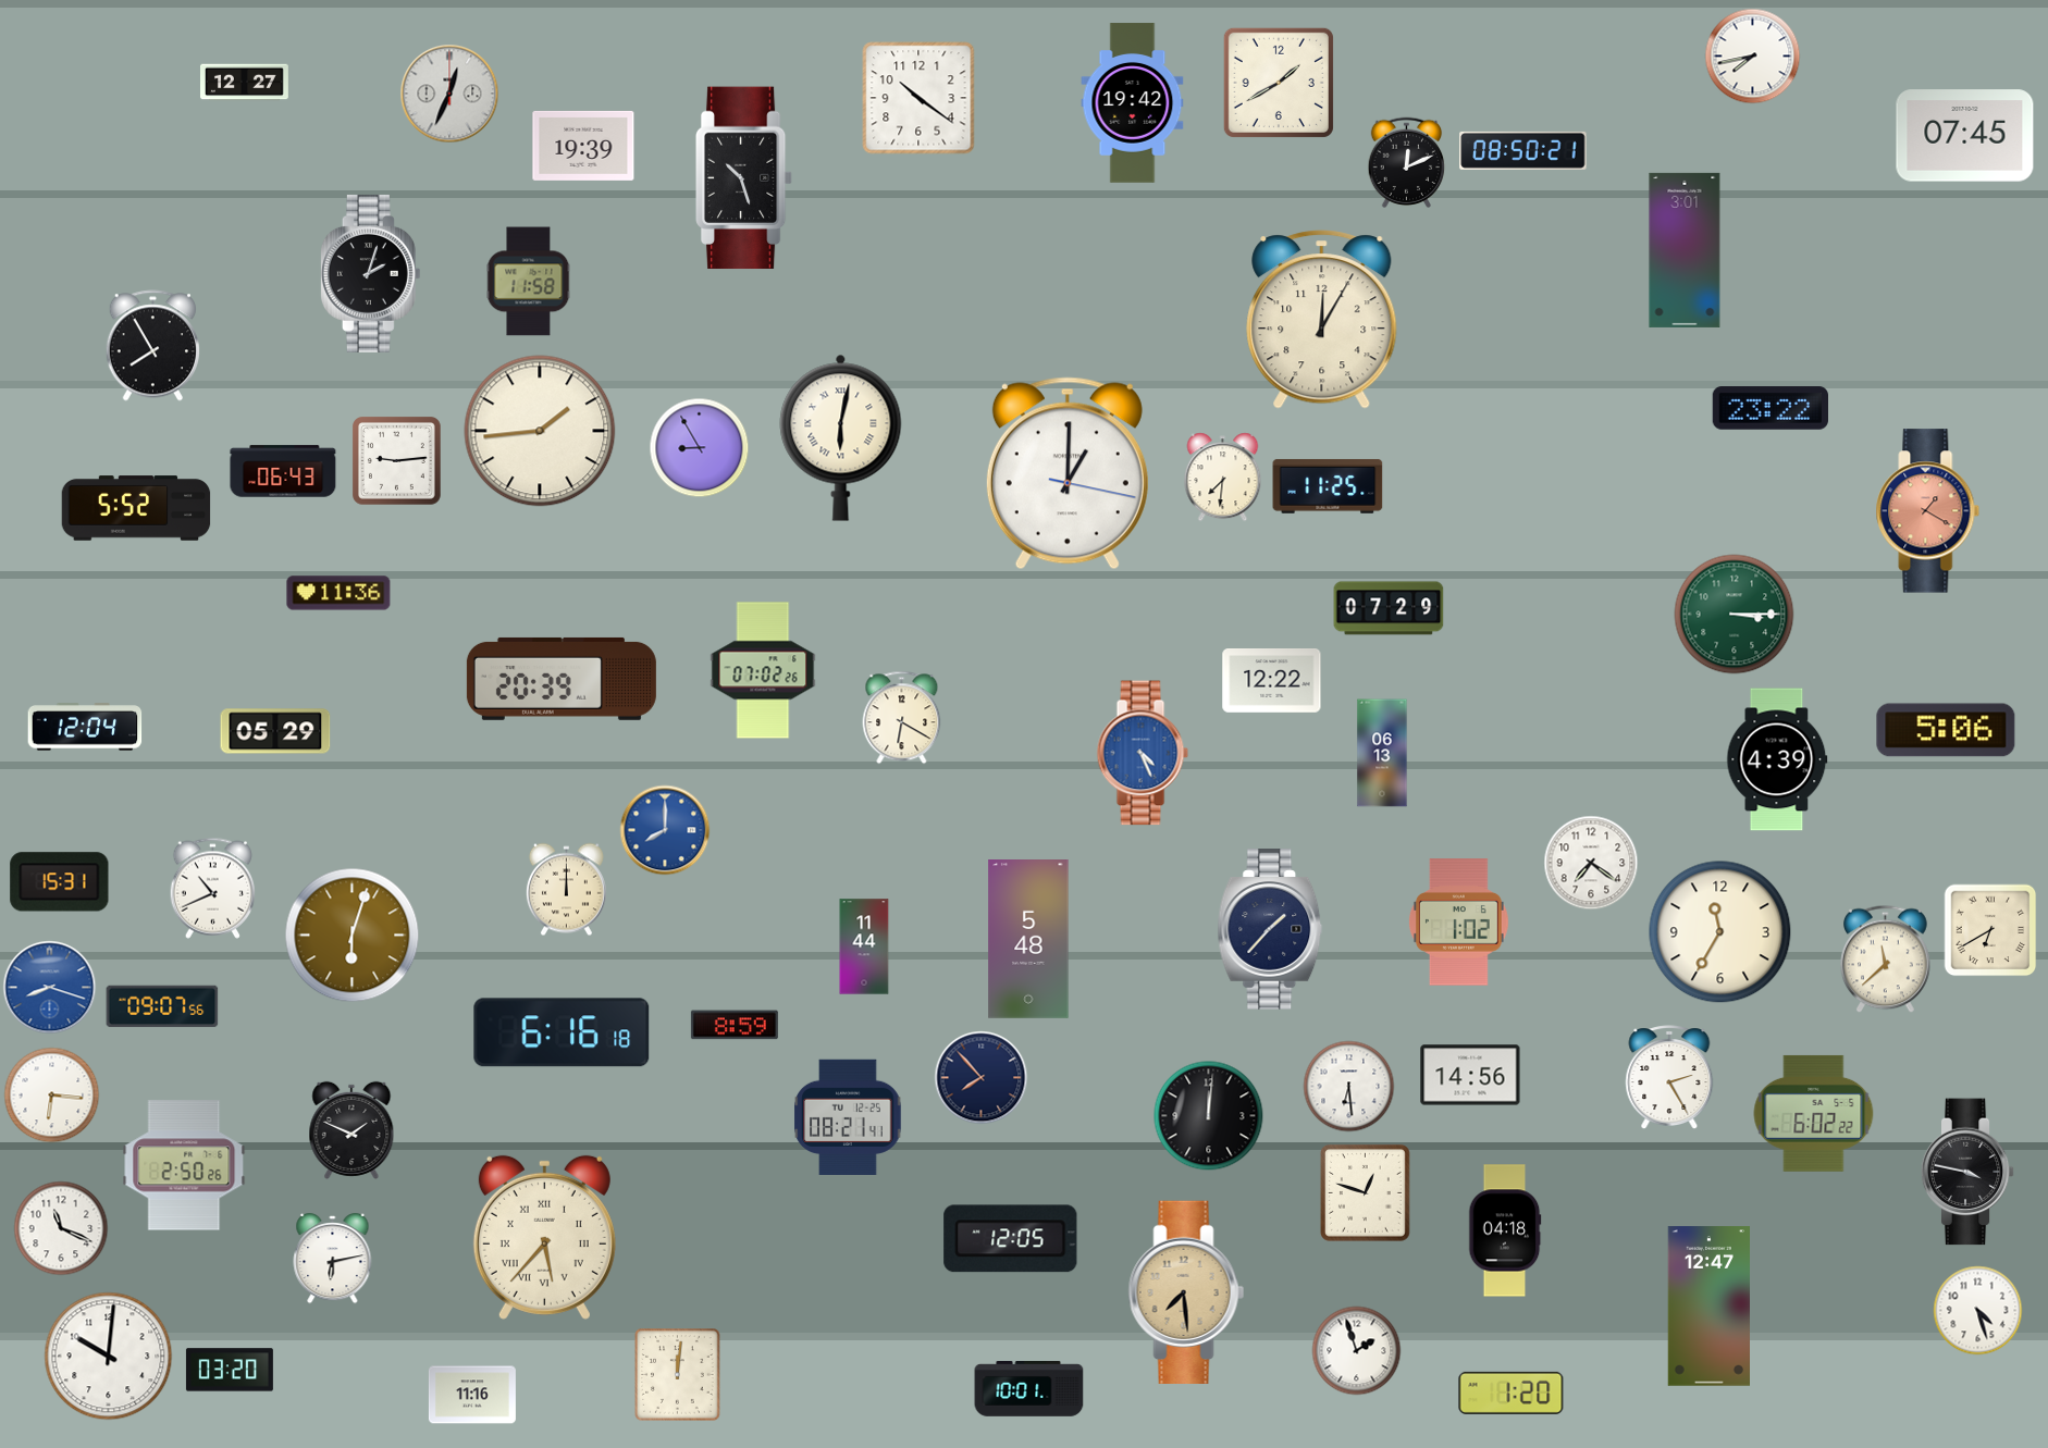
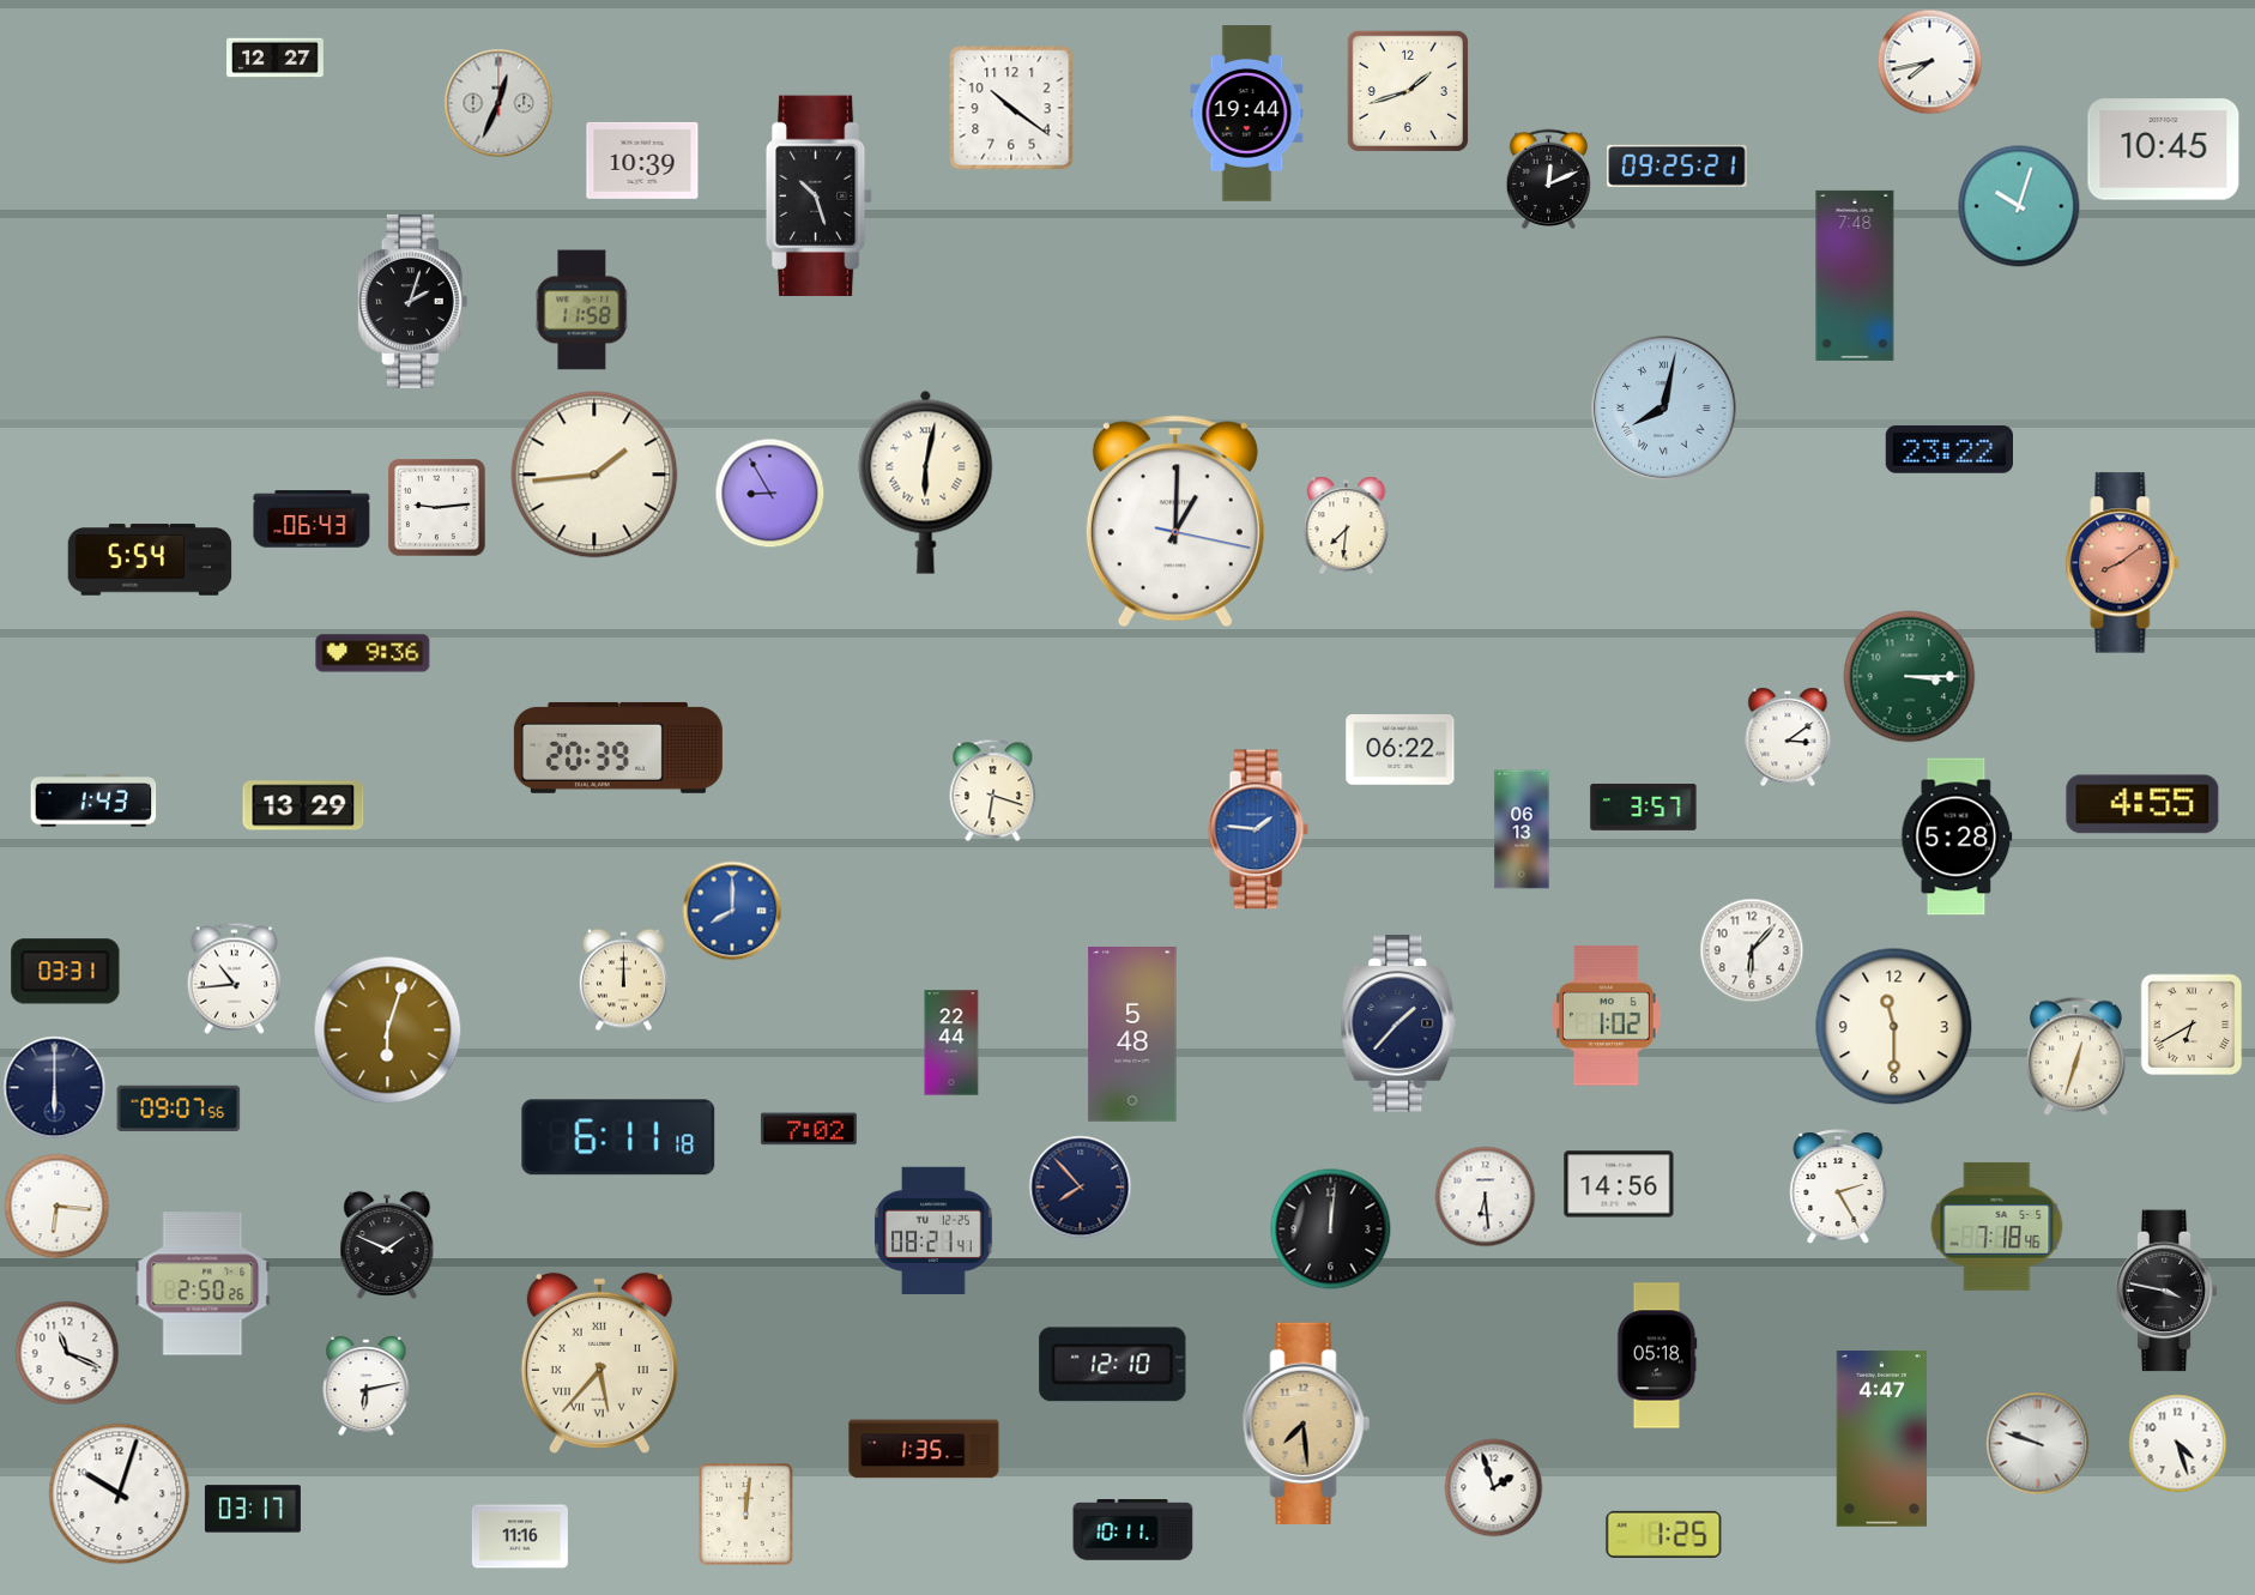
clock at (245, 83) position: (245, 83) -> (276, 59)
clock at (1279, 83): 1:40 -> 1:42
clock at (449, 94) position: (449, 94) -> (498, 103)
clock at (1133, 103): 19:42 -> 19:44
clock at (1965, 136): 07:45 -> 10:45
clock at (583, 146): 19:39 -> 10:39
clock at (1523, 150): 08:50 -> 09:25
clock at (2019, 206): none -> 10:03
clock at (1685, 250): 3:01 -> 7:48
clock at (370, 273) position: (370, 273) -> (412, 301)
clock at (1322, 320): 12:05 -> none
clock at (152, 346): 7:55 -> none
clock at (1664, 409): none -> 8:02
clock at (1328, 486): 11:25 -> none
clock at (136, 508): 5:52 -> 5:54
clock at (1928, 511): 1:20 -> 8:09
clock at (338, 593): 11:36 -> 9:36
clock at (1389, 608): 07:29 -> none
clock at (1788, 737): none -> 3:09
clock at (763, 670): 07:02 -> none
clock at (1272, 681): 12:22 -> 06:22
clock at (902, 718): 6:20 -> 6:18
clock at (85, 727): 12:04 -> 1:43
clock at (1946, 730): 5:06 -> 4:55
clock at (275, 731): 05:29 -> 13:29
clock at (1644, 806): none -> 3:57
clock at (1143, 753): 4:26 -> 1:46
clock at (1777, 759): 4:39 -> 5:28
clock at (665, 830) position: (665, 830) -> (732, 911)
clock at (1591, 863): 7:21 -> 6:07
clock at (60, 882): 15:31 -> 03:31
clock at (213, 888): 10:41 -> 10:44
clock at (1720, 932): 11:35 -> 11:30
clock at (864, 946): 11:44 -> 22:44
clock at (1886, 960): 11:38 -> 12:33
clock at (50, 988): 8:18 -> 6:00
clock at (50, 988) dial: blue -> navy
clock at (735, 1025): 8:59 -> 7:02
clock at (562, 1032): 6:16 -> 6:11
clock at (1814, 1113): 6:02 -> 7:18
clock at (1365, 1192): 12:48 -> none
clock at (1505, 1230): 04:18 -> 05:18
clock at (1011, 1239): 12:05 -> 12:10
clock at (1708, 1307): 12:47 -> 4:47
clock at (2038, 1444): none -> 9:48
clock at (924, 1449): none -> 1:35
clock at (109, 1357): 10:01 -> 10:03
clock at (230, 1370): 03:20 -> 03:17
clock at (1029, 1389): 10:01 -> 10:11
clock at (1512, 1393): 1:20 -> 1:25
